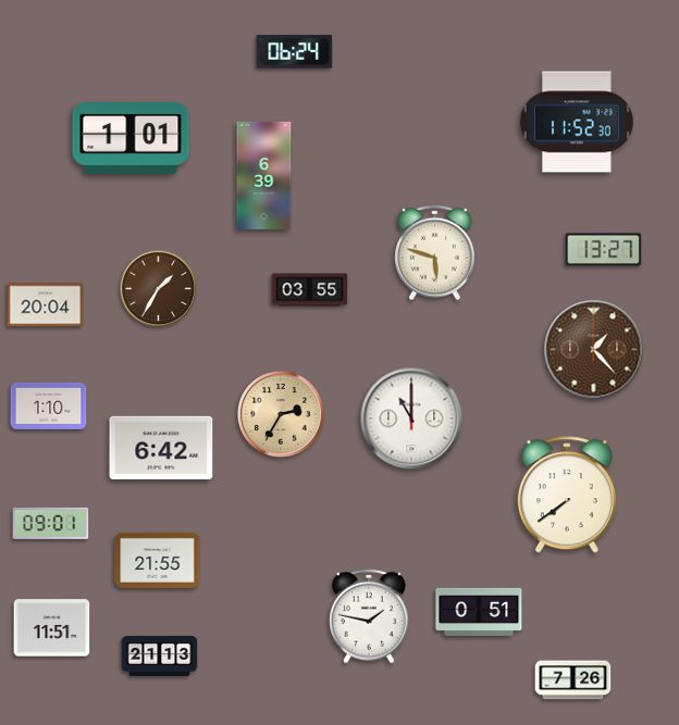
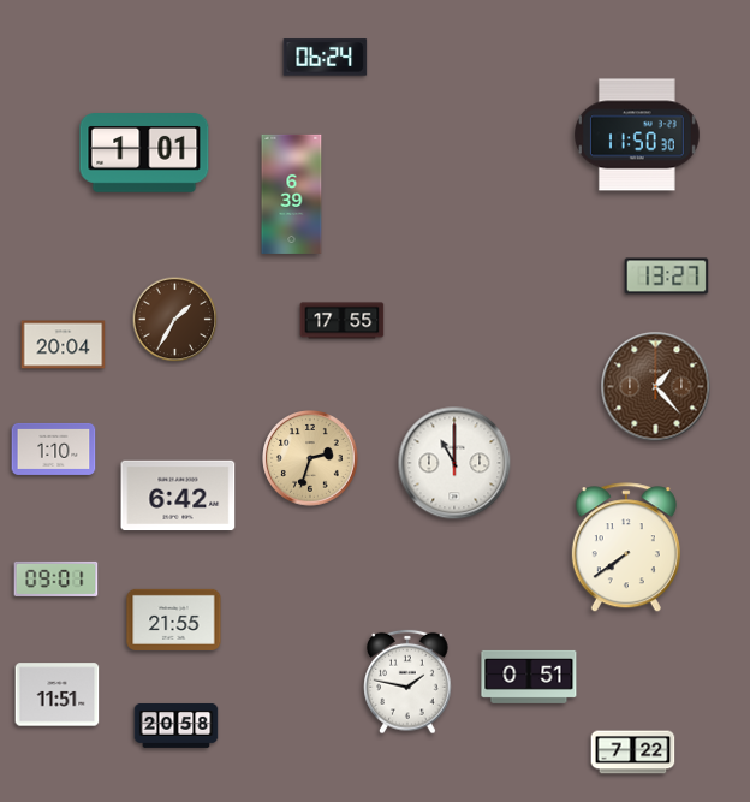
clock at (577, 122): 11:52 -> 11:50
clock at (435, 253): 5:48 -> none
clock at (310, 290): 03:55 -> 17:55
clock at (46, 305) position: (46, 305) -> (64, 345)
clock at (281, 414): 2:35 -> 2:33
clock at (160, 655): 21:13 -> 20:58
clock at (573, 680): 7:26 -> 7:22
